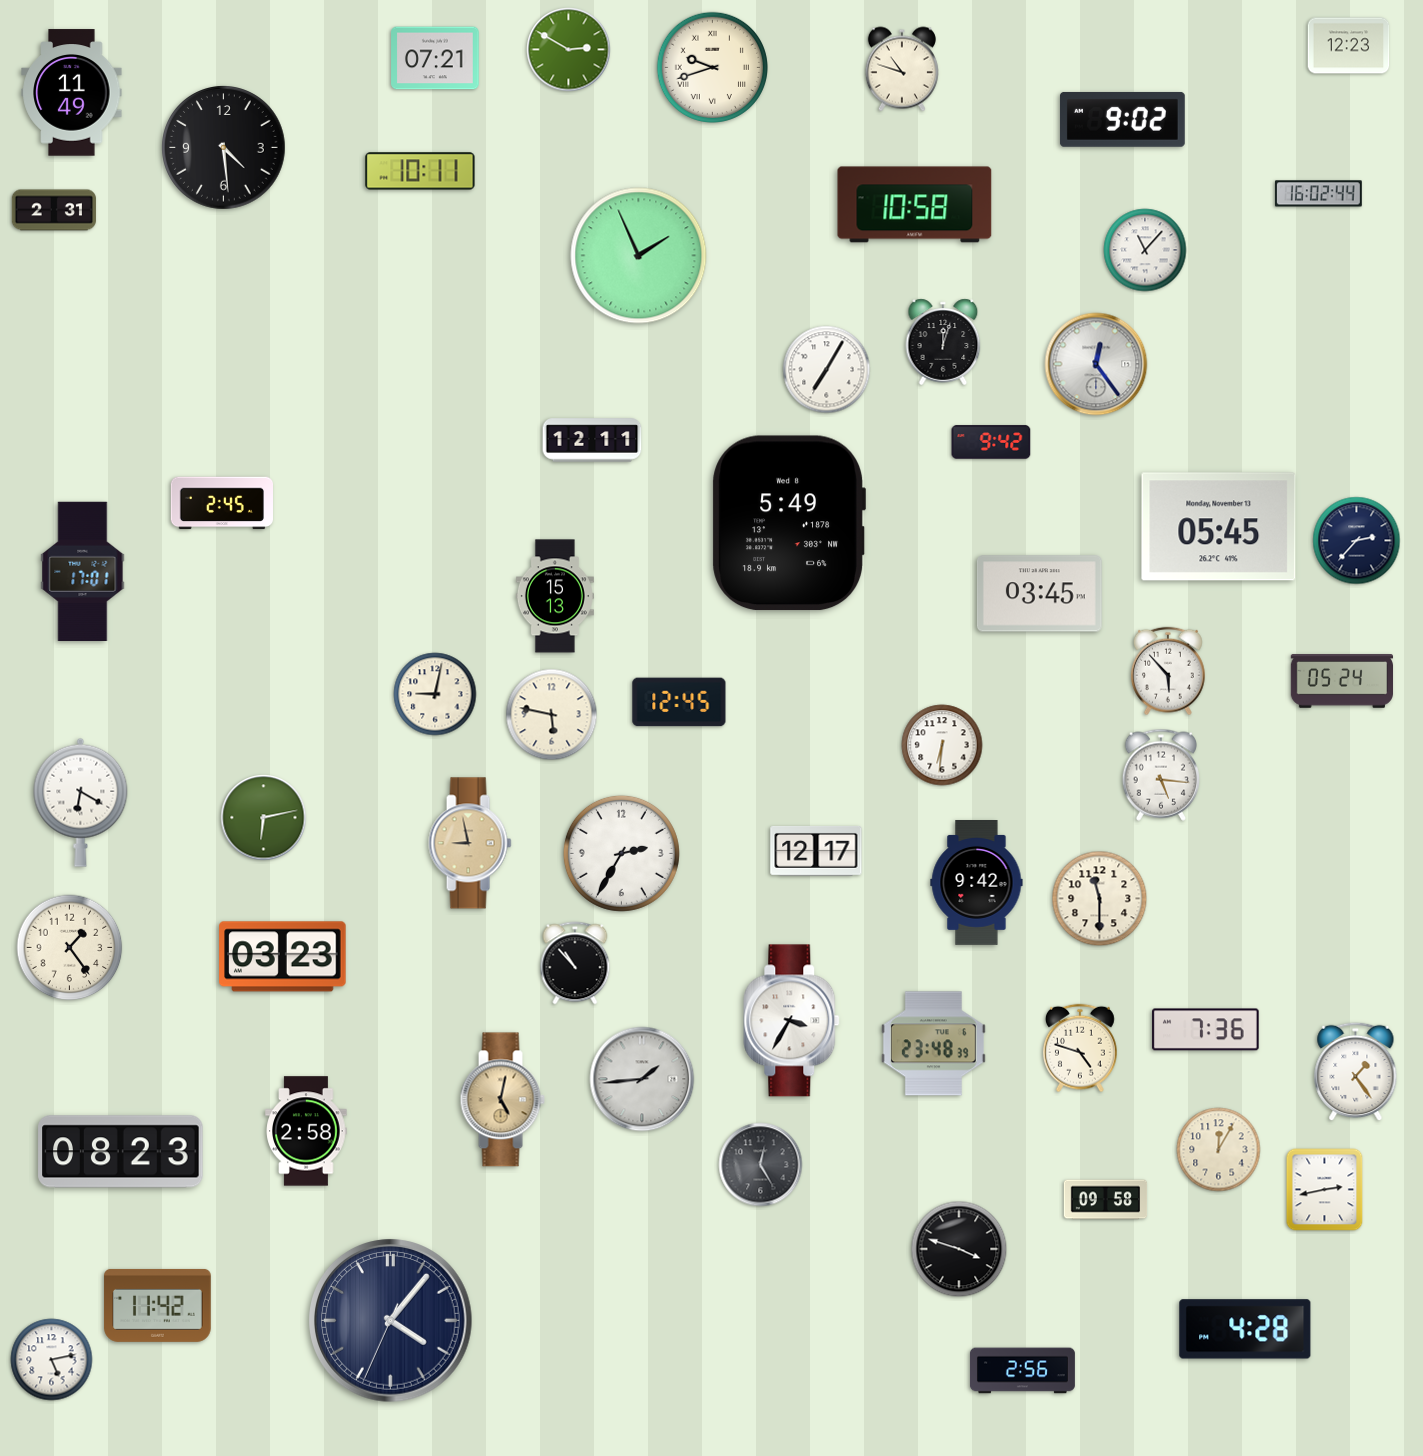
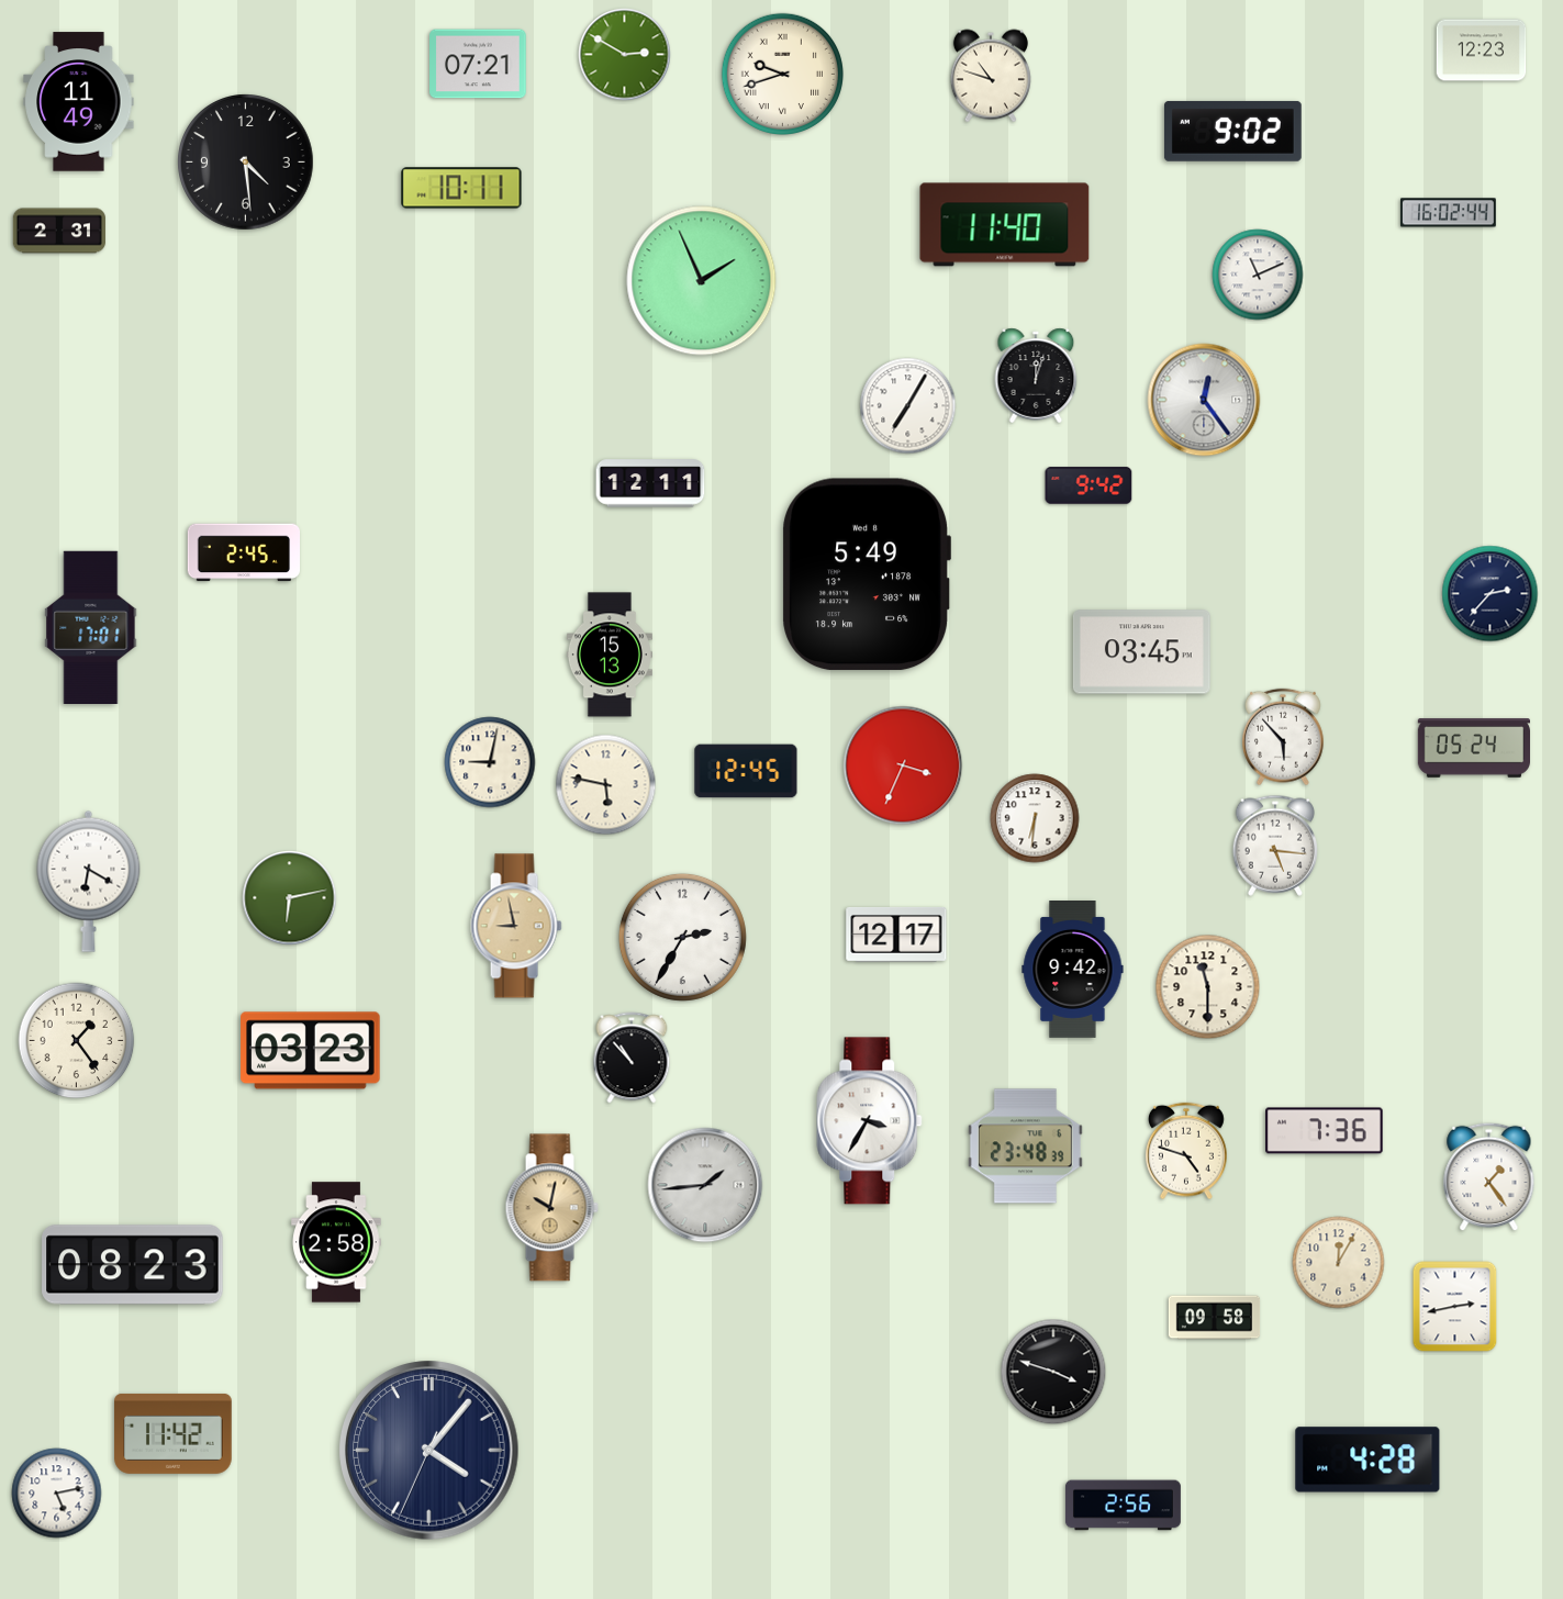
clock at (915, 205): 10:58 -> 11:40
clock at (1145, 250): 11:07 -> 11:11
clock at (1219, 527): 05:45 -> none
clock at (435, 694) position: (435, 694) -> (490, 762)
clock at (903, 765): none -> 3:34
clock at (1160, 775) position: (1160, 775) -> (1274, 846)
clock at (502, 1100): 5:02 -> 10:02
clock at (761, 1165): 12:25 -> none
